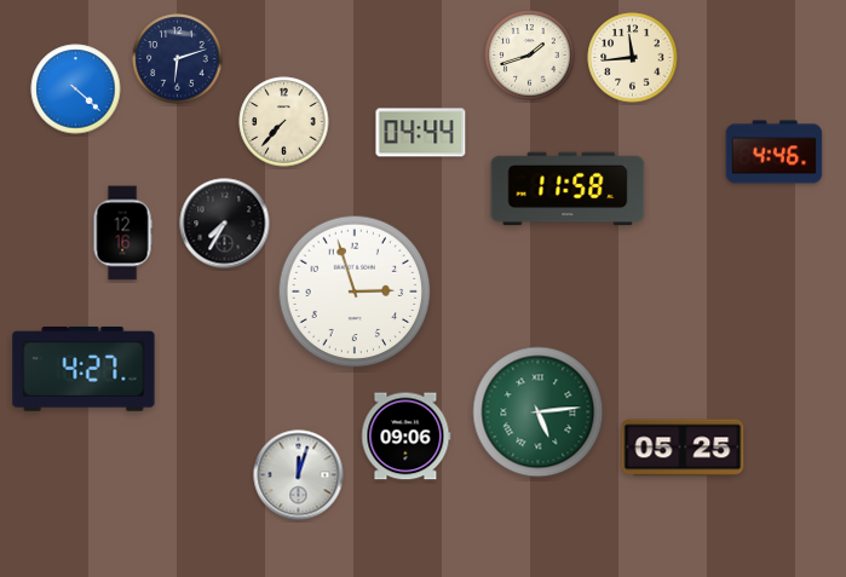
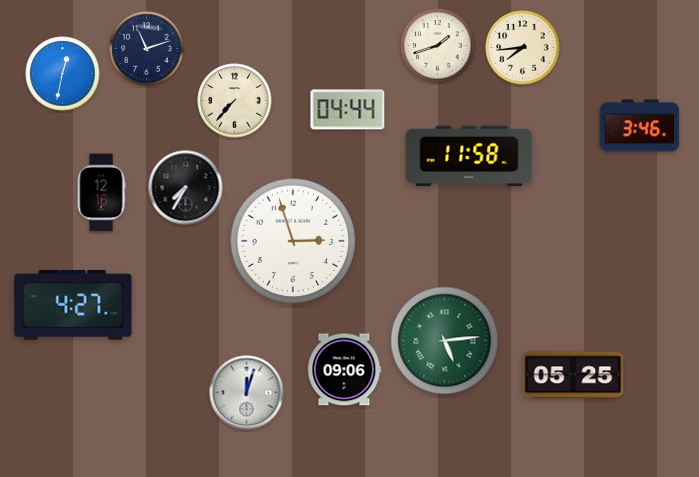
clock at (633, 58): 11:44 -> 7:44
clock at (178, 59): 6:12 -> 11:12
clock at (76, 90): 4:22 -> 12:32
clock at (775, 152): 4:46 -> 3:46
clock at (225, 224) position: (225, 224) -> (186, 188)
clock at (84, 370) position: (84, 370) -> (73, 306)
clock at (407, 437) position: (407, 437) -> (345, 370)
clock at (683, 448) position: (683, 448) -> (573, 375)
